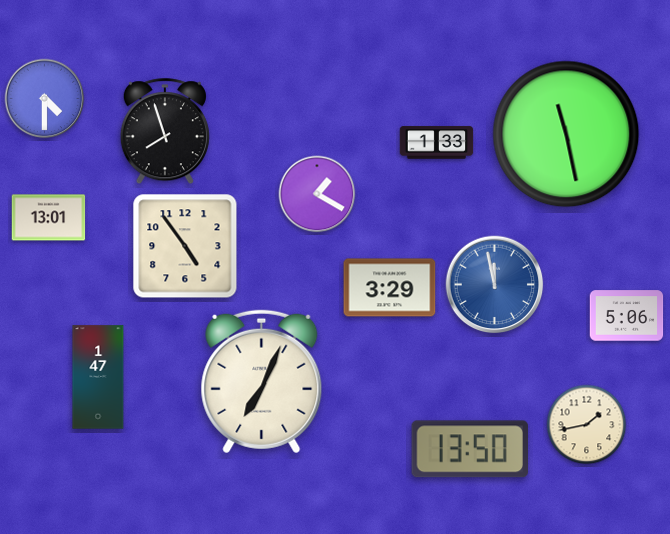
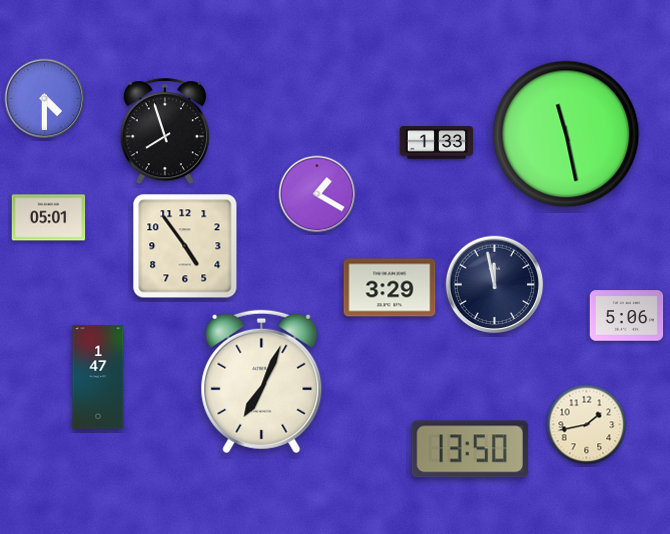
clock at (49, 218): 13:01 -> 05:01
clock at (495, 285) dial: blue -> navy
